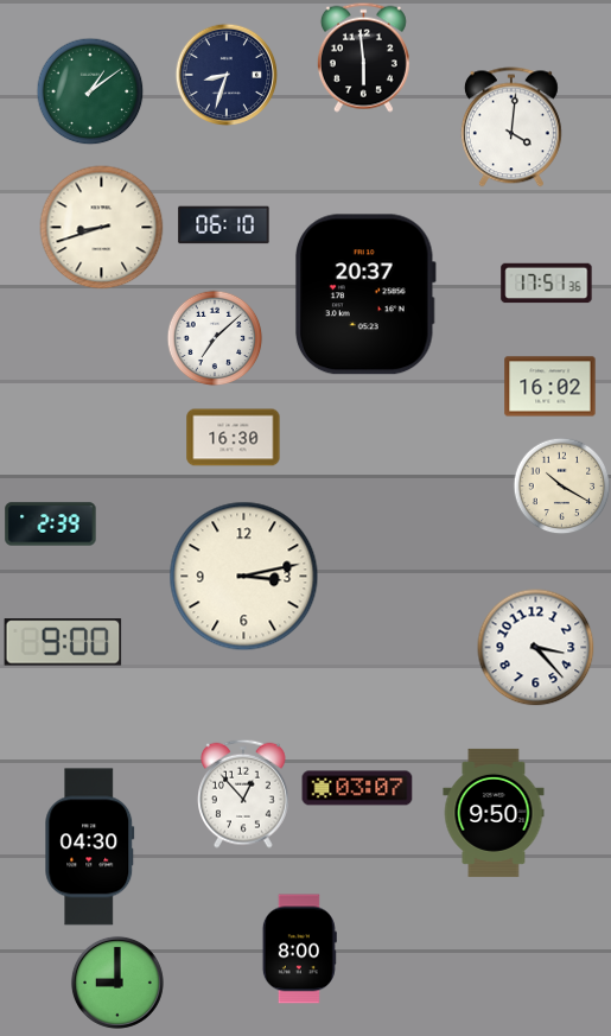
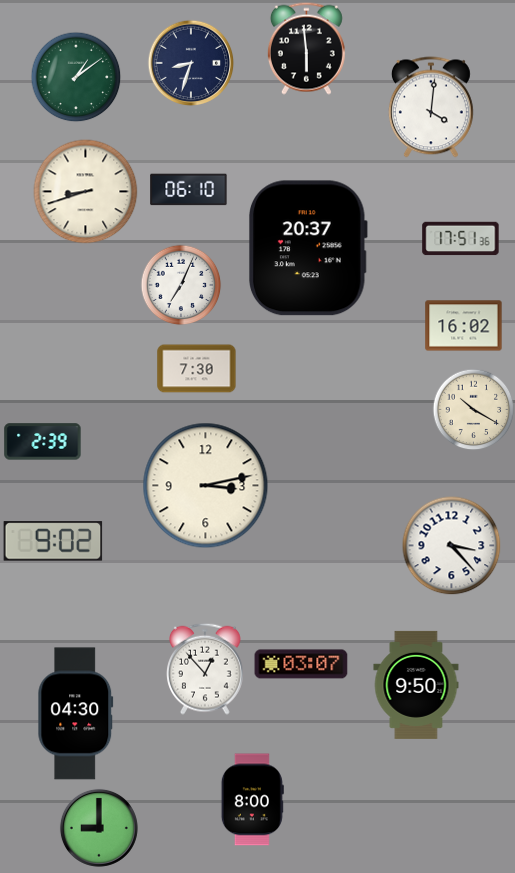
clock at (215, 338): 7:08 -> 7:04
clock at (234, 438): 16:30 -> 7:30
clock at (63, 642): 9:00 -> 9:02
